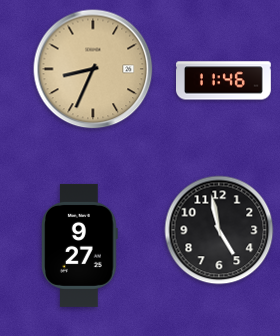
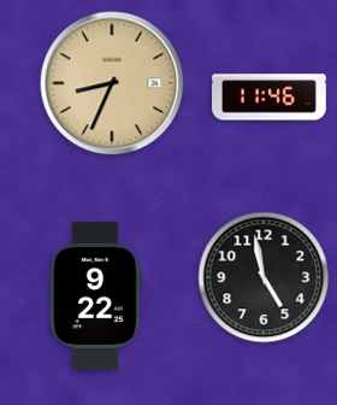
clock at (80, 245): 9:27 -> 9:22
